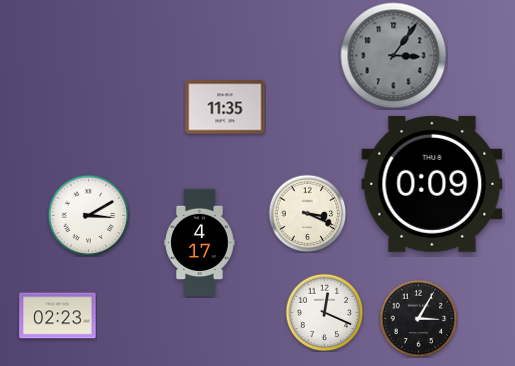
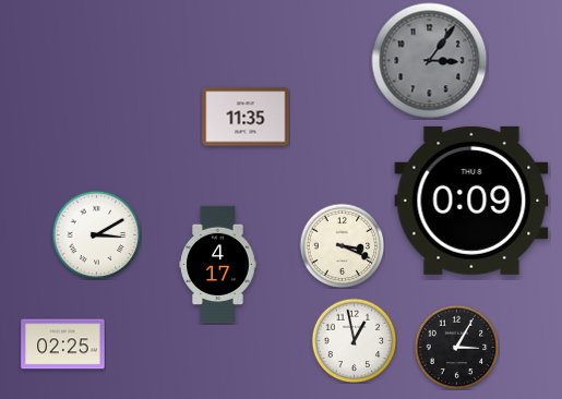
clock at (307, 213) position: (307, 213) -> (342, 245)
clock at (324, 312): 12:19 -> 12:58
clock at (58, 316): 02:23 -> 02:25
